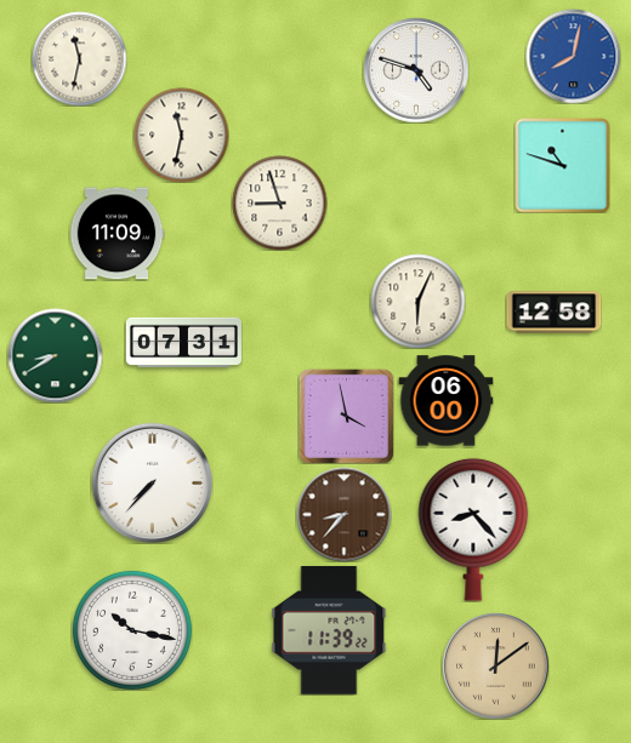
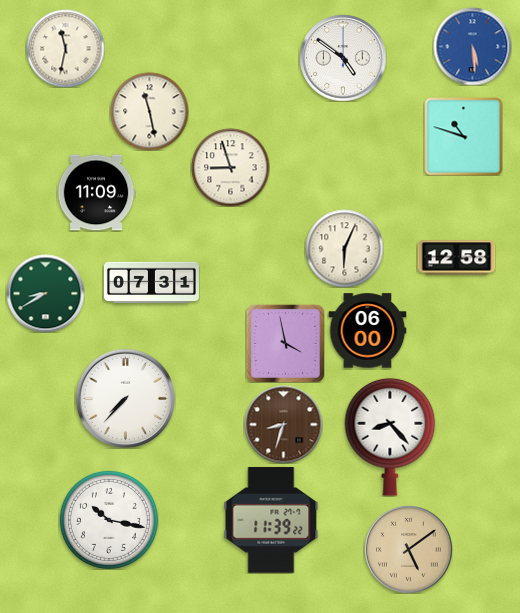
clock at (573, 56): 8:02 -> 5:29
clock at (416, 70): 4:48 -> 4:51
clock at (181, 135): 11:32 -> 11:28
clock at (343, 514): 8:37 -> 8:33
clock at (495, 665): 12:09 -> 5:09
